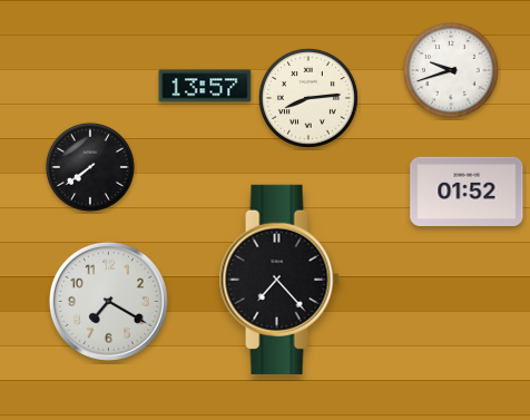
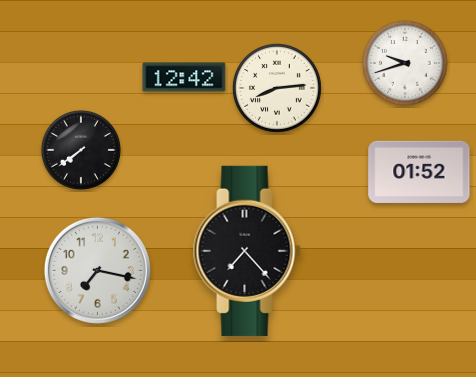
clock at (205, 86): 13:57 -> 12:42
clock at (279, 280) position: (279, 280) -> (247, 251)
clock at (108, 301): 7:20 -> 7:17
